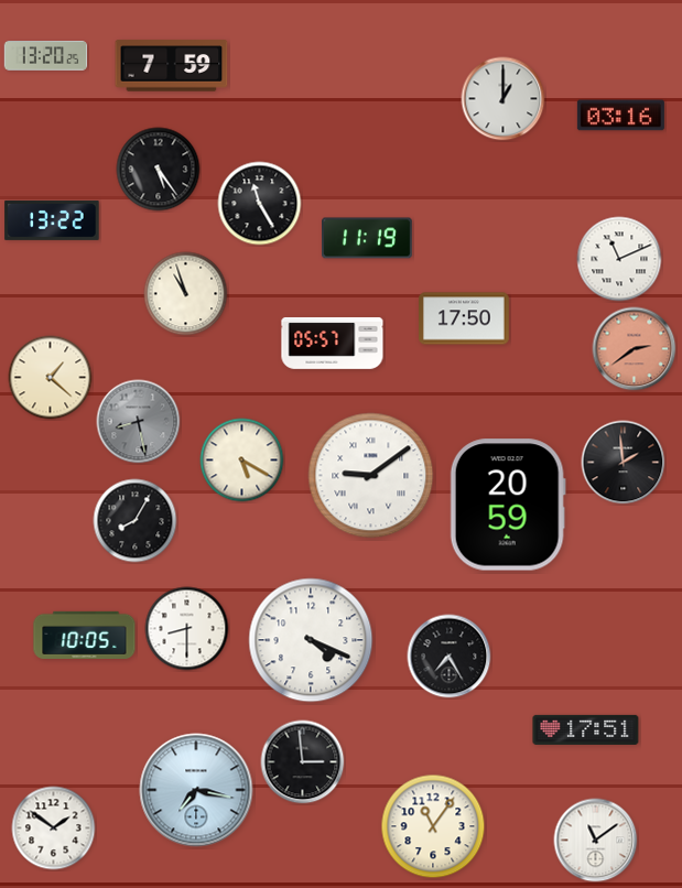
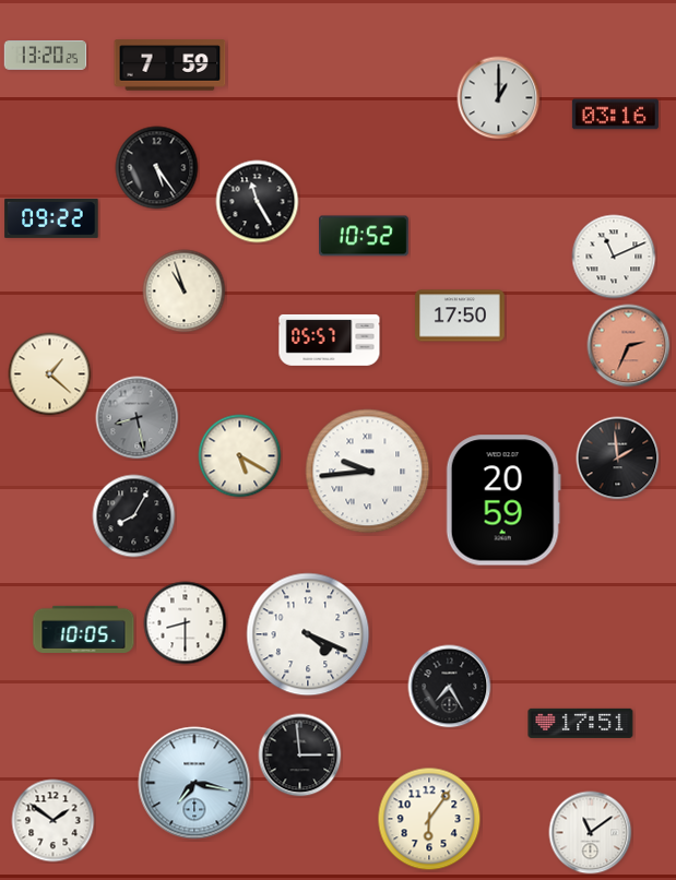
clock at (52, 220): 13:22 -> 09:22
clock at (368, 238): 11:19 -> 10:52
clock at (635, 349): 2:39 -> 2:34
clock at (371, 476): 9:09 -> 9:44
clock at (450, 657) position: (450, 657) -> (450, 687)
clock at (433, 826): 11:06 -> 6:06
